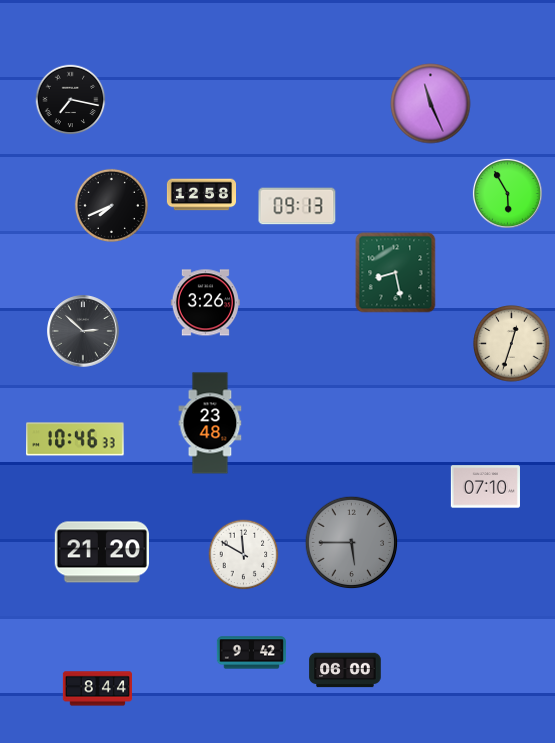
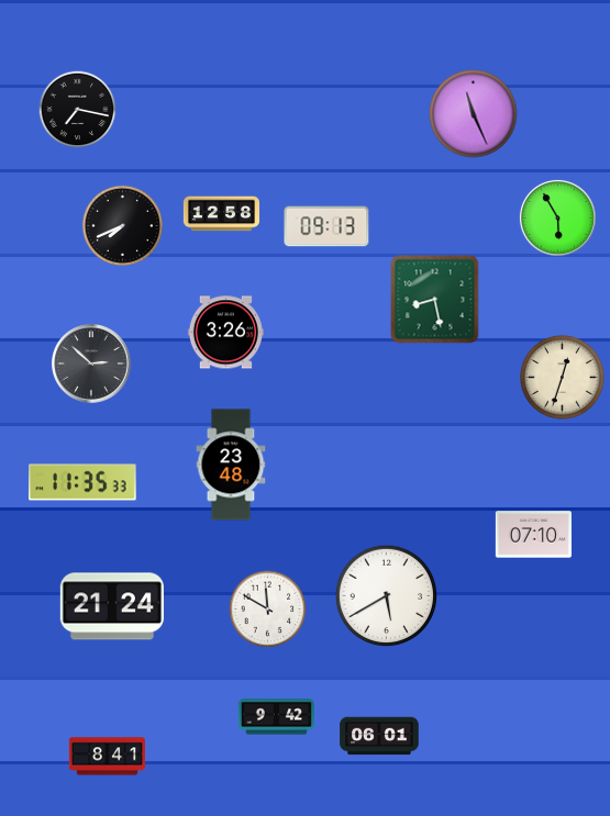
clock at (507, 193) position: (507, 193) -> (557, 217)
clock at (75, 439): 10:46 -> 11:35
clock at (352, 543): 5:45 -> 5:40
clock at (352, 543) dial: grey -> white
clock at (102, 552): 21:20 -> 21:24
clock at (345, 670): 06:00 -> 06:01
clock at (97, 689): 8:44 -> 8:41
